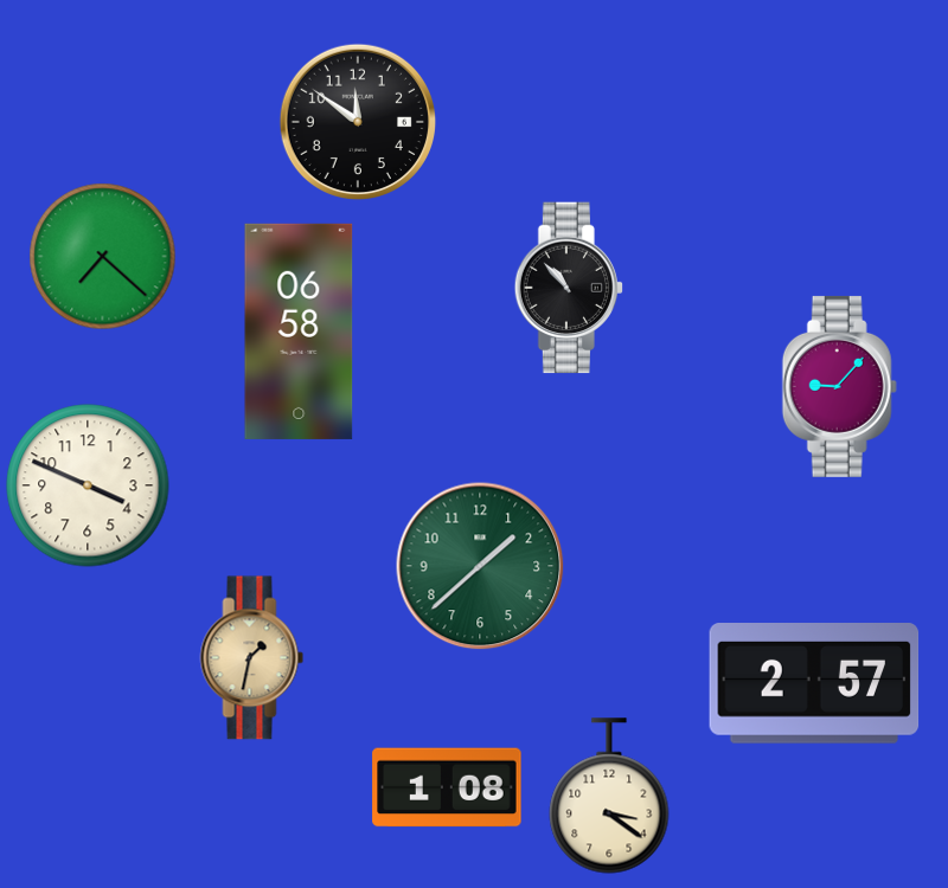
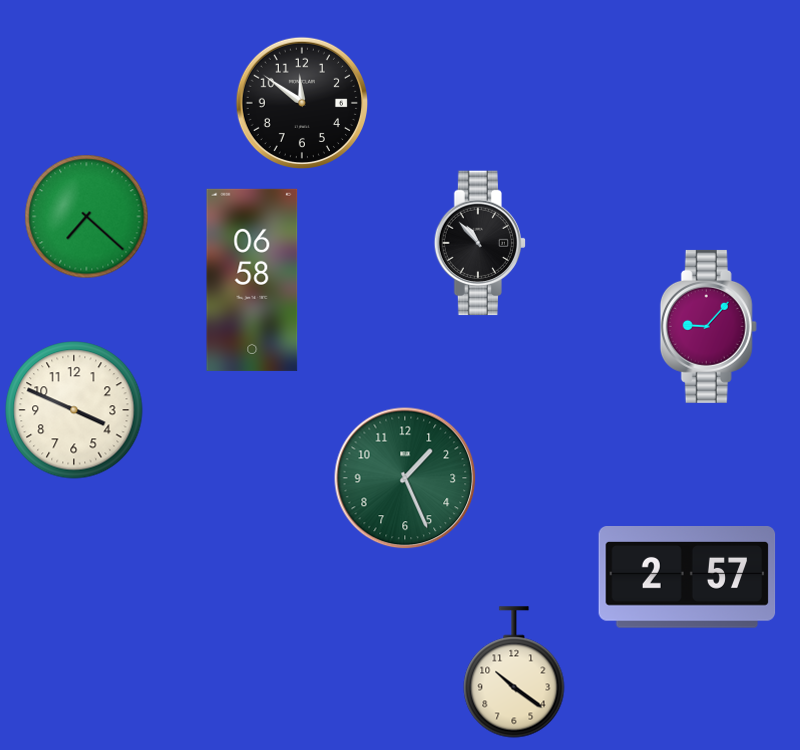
clock at (480, 566): 1:38 -> 1:26
clock at (252, 658): 1:32 -> none
clock at (447, 787): 1:08 -> none
clock at (609, 796): 3:21 -> 10:21
